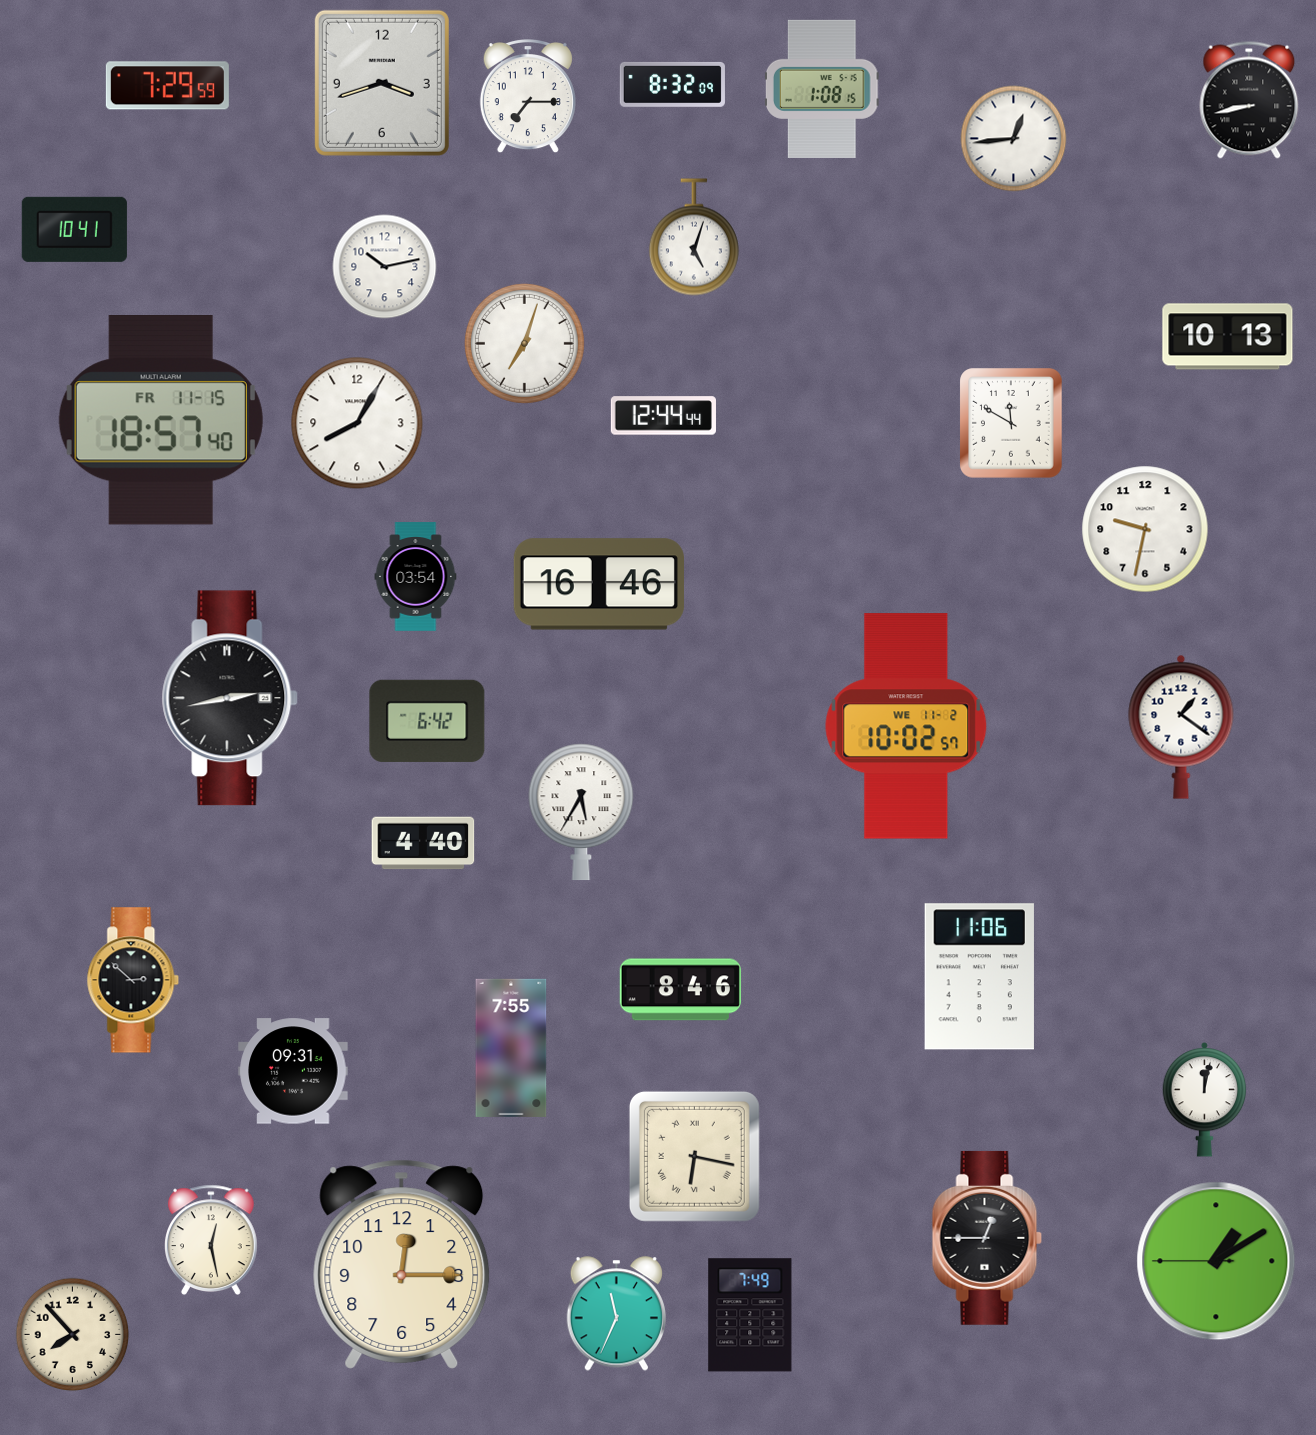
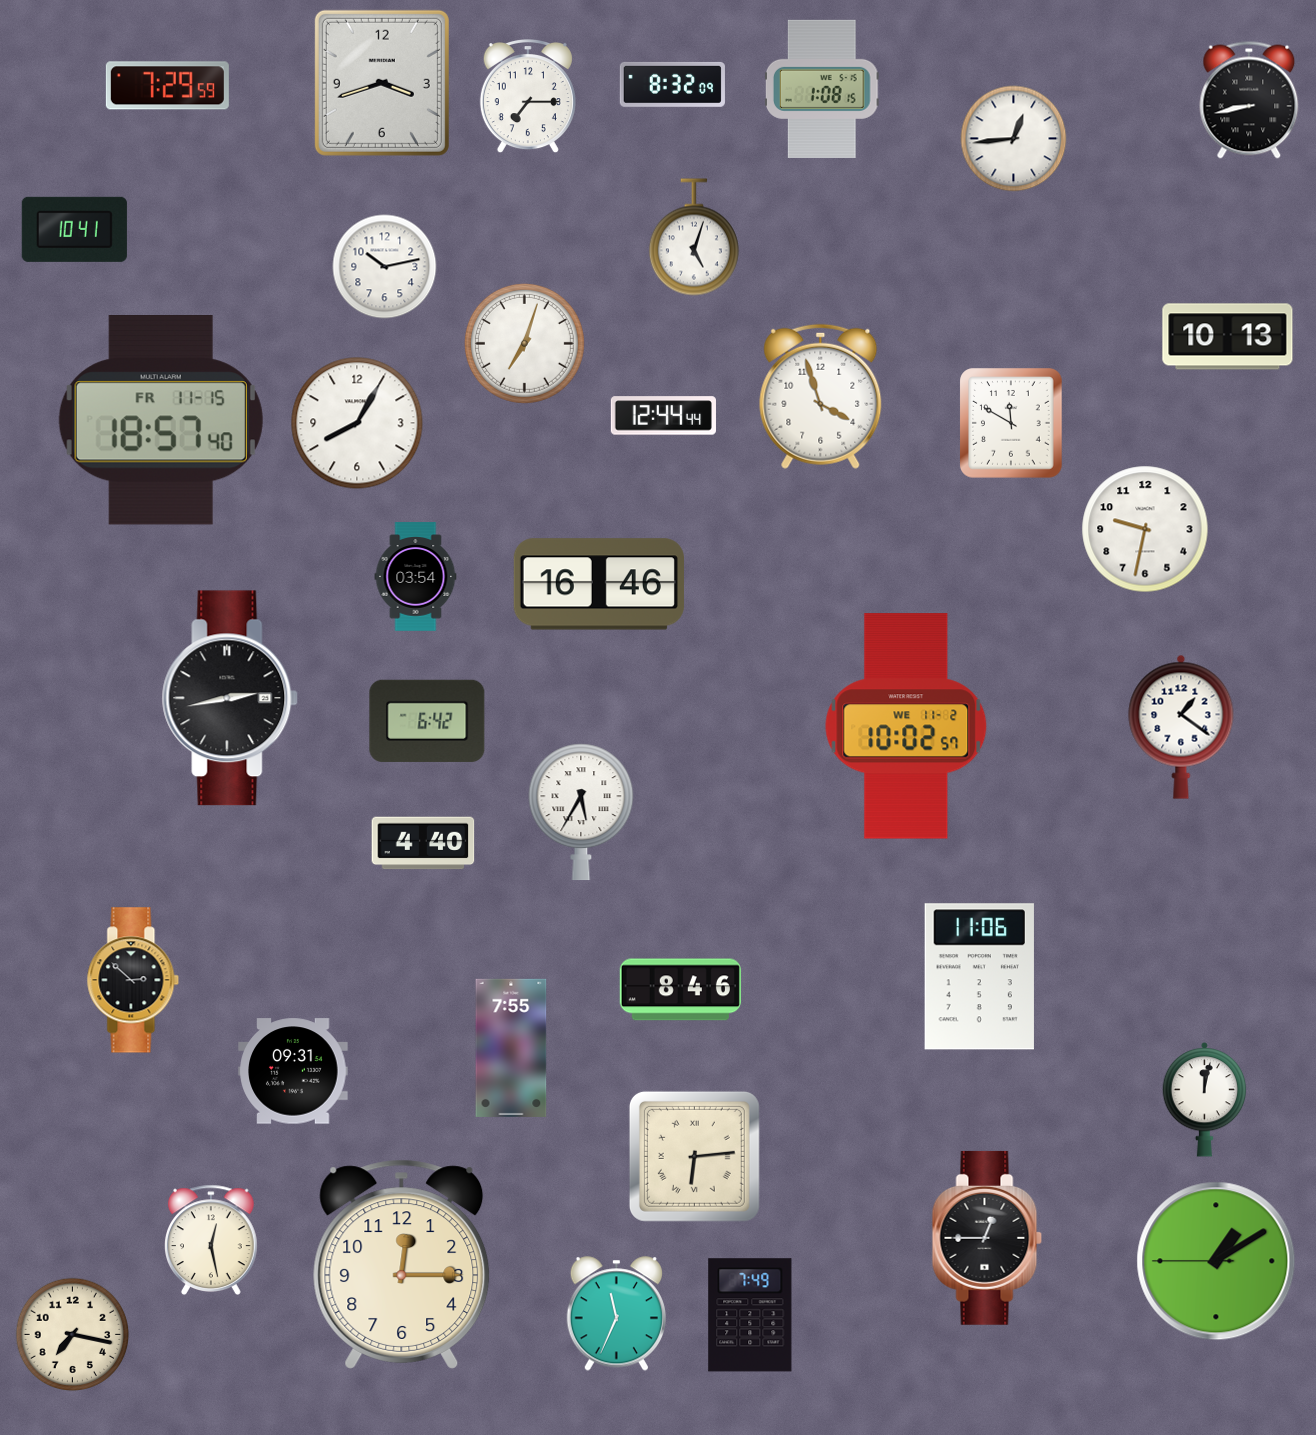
clock at (821, 396): none -> 3:57
clock at (694, 1156): 6:17 -> 6:14
clock at (73, 1335): 7:53 -> 7:17
